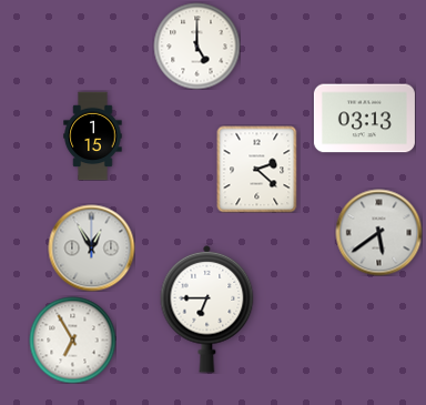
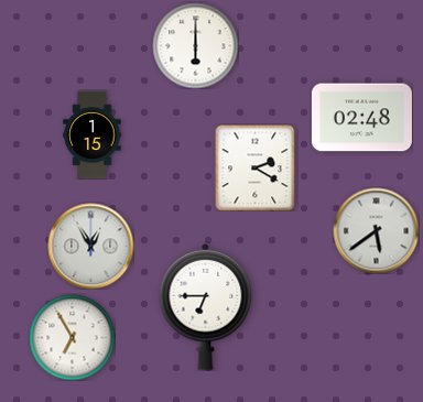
clock at (196, 45): 5:00 -> 6:00
clock at (364, 119): 03:13 -> 02:48
clock at (257, 169): 2:22 -> 2:20
